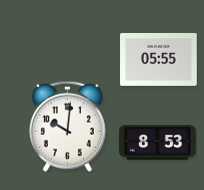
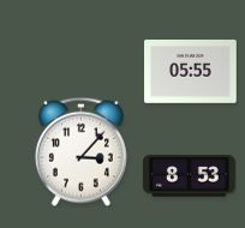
clock at (67, 126): 10:01 -> 3:07
clock at (158, 143) position: (158, 143) -> (190, 176)
